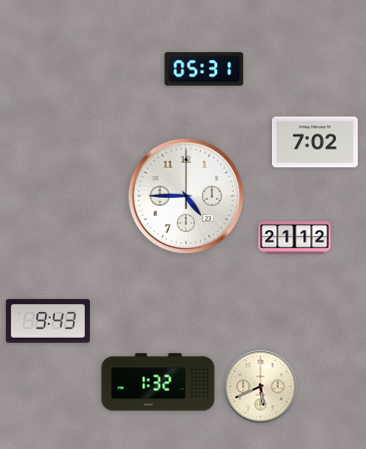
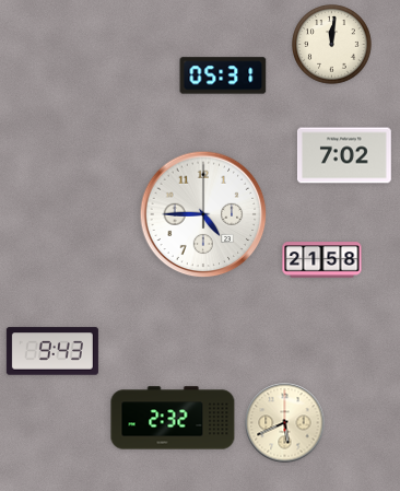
clock at (332, 45): none -> 12:01
clock at (295, 238): 21:12 -> 21:58
clock at (158, 382): 1:32 -> 2:32
